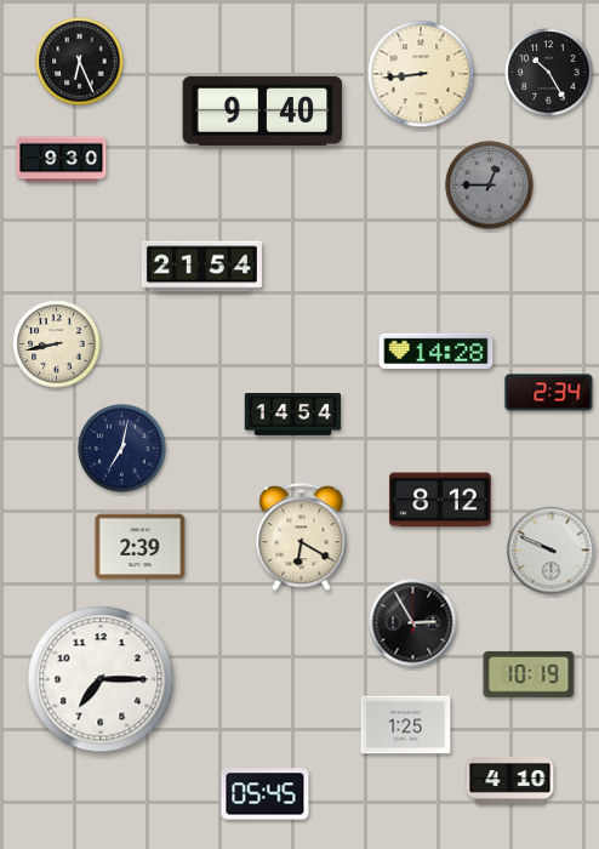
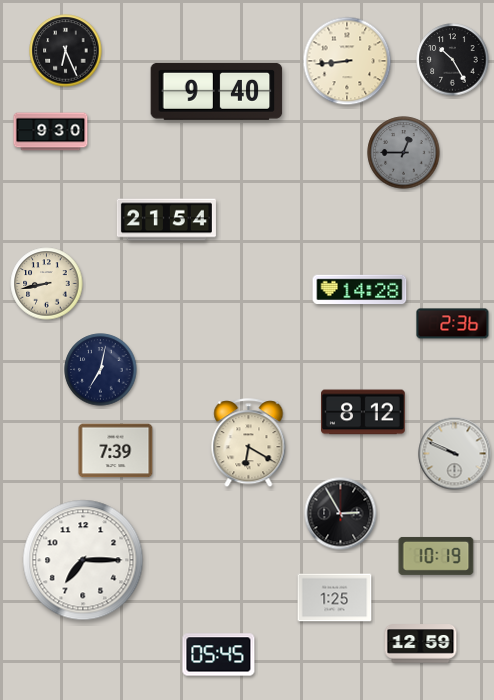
clock at (549, 393): 2:34 -> 2:36
clock at (293, 415): 14:54 -> none
clock at (141, 547): 2:39 -> 7:39
clock at (510, 781): 4:10 -> 12:59
